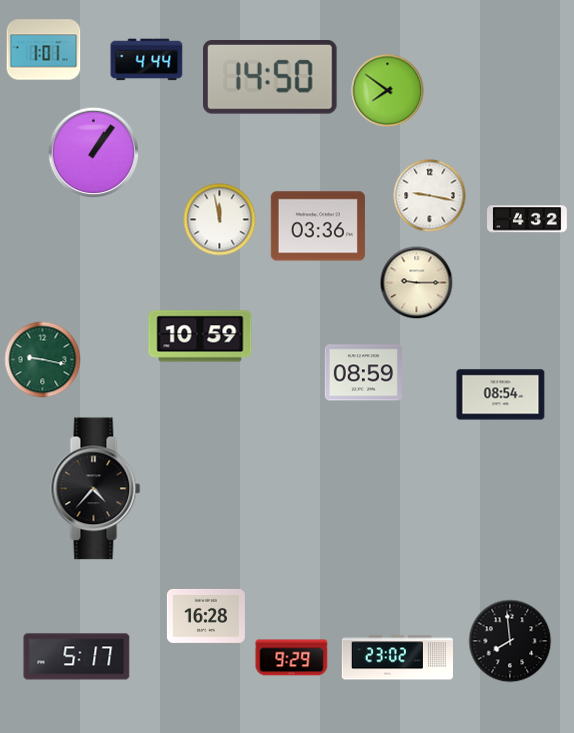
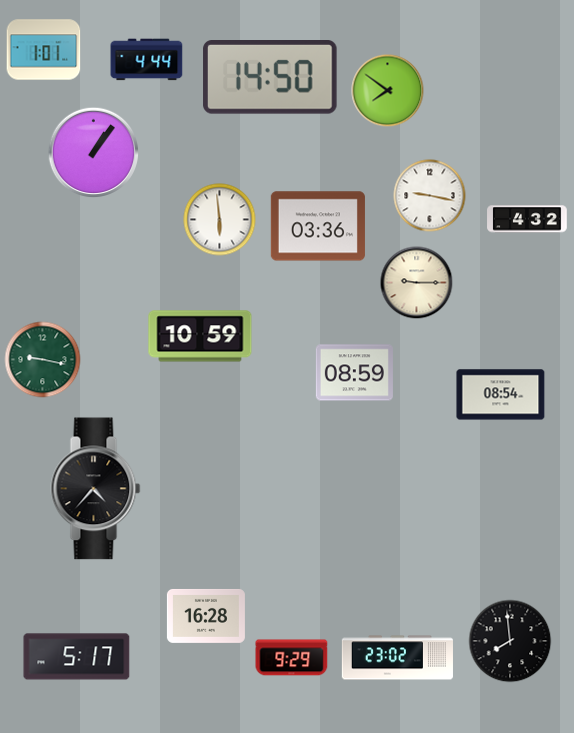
clock at (220, 220): 11:58 -> 5:59
clock at (363, 373) position: (363, 373) -> (354, 373)
